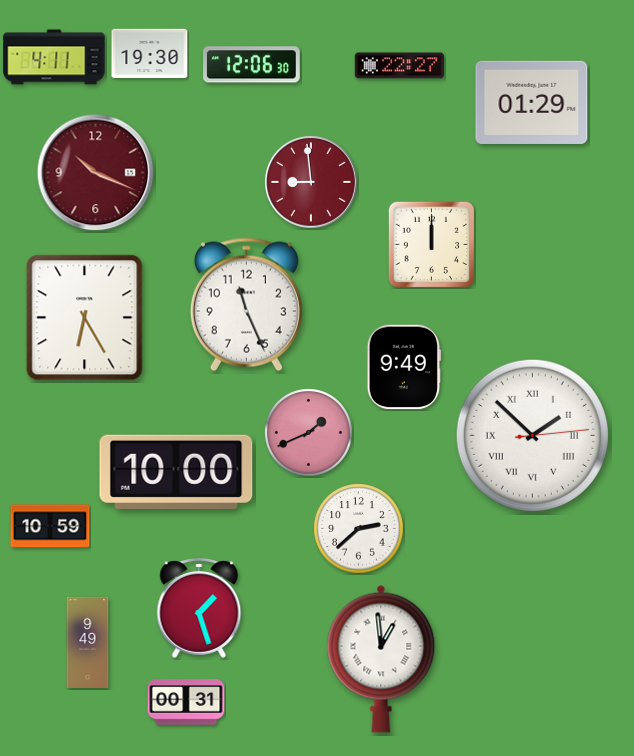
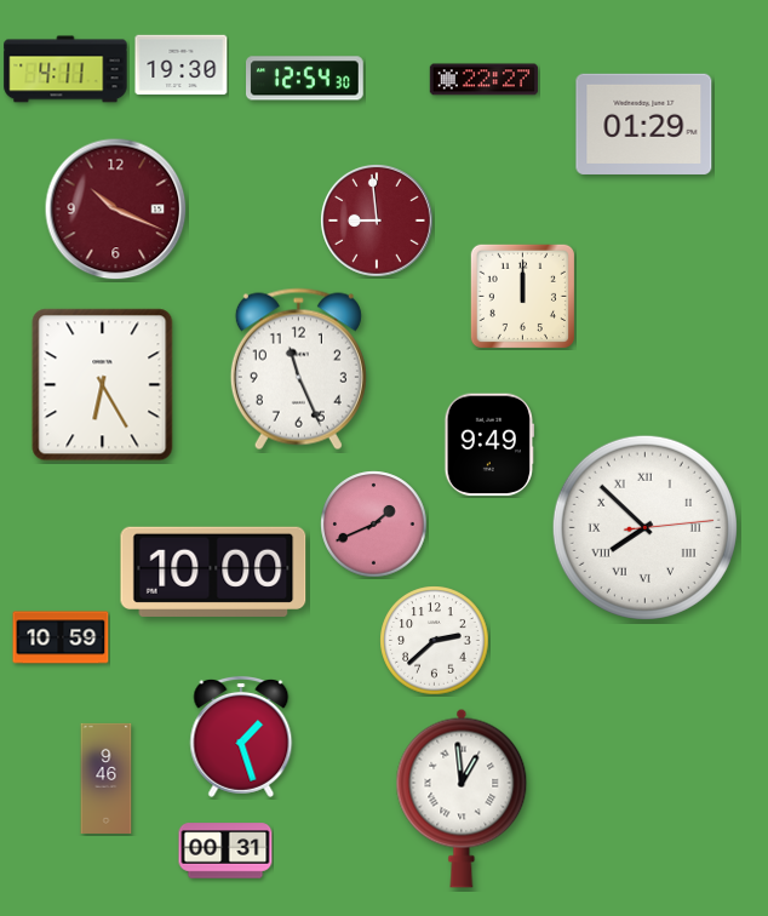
clock at (252, 65): 12:06 -> 12:54
clock at (532, 435): 1:52 -> 7:52
clock at (88, 642): 9:49 -> 9:46
